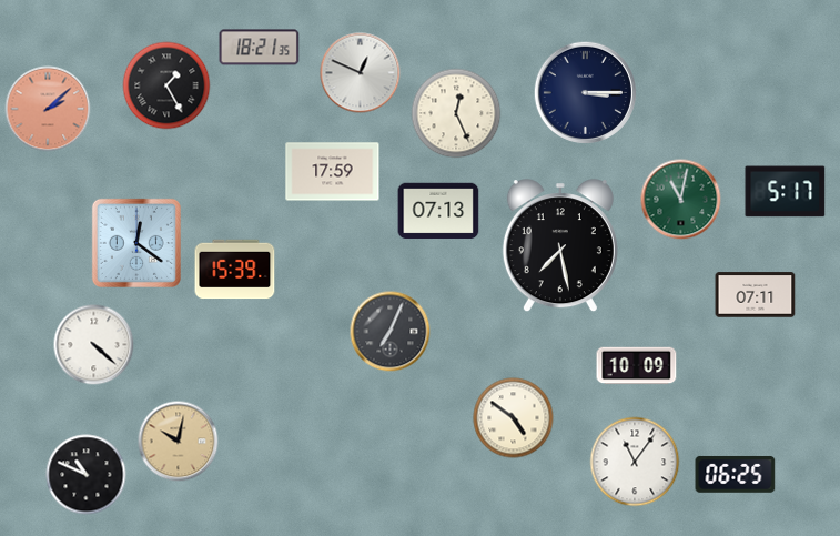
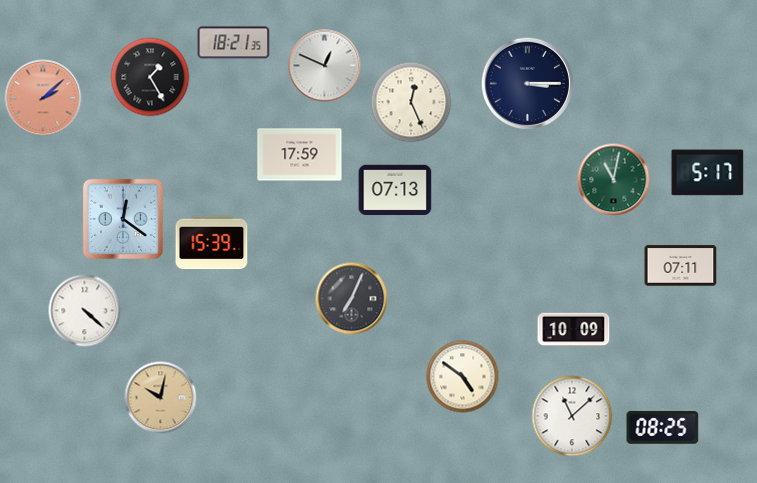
clock at (560, 246): 7:28 -> none
clock at (635, 462): 11:06 -> 11:08
clock at (736, 474): 06:25 -> 08:25
clock at (87, 475): 10:49 -> none
